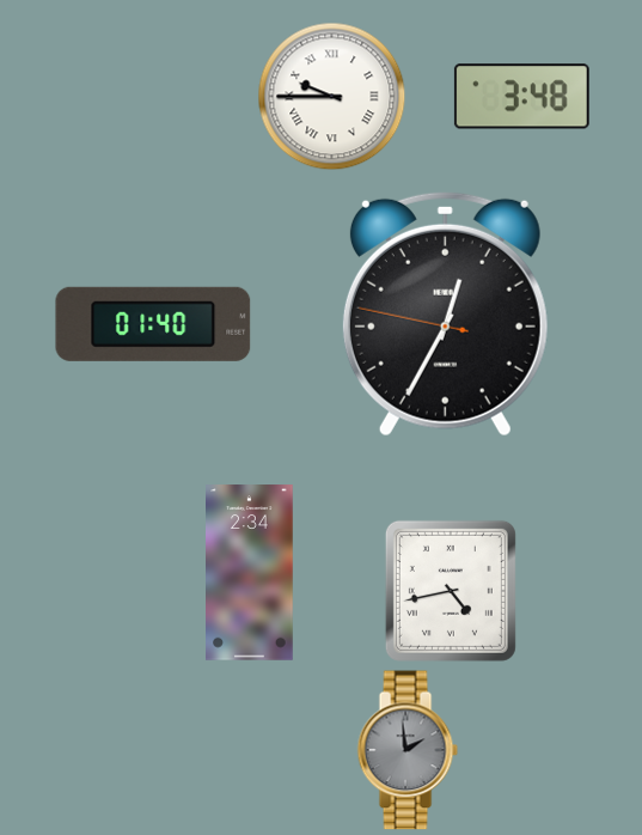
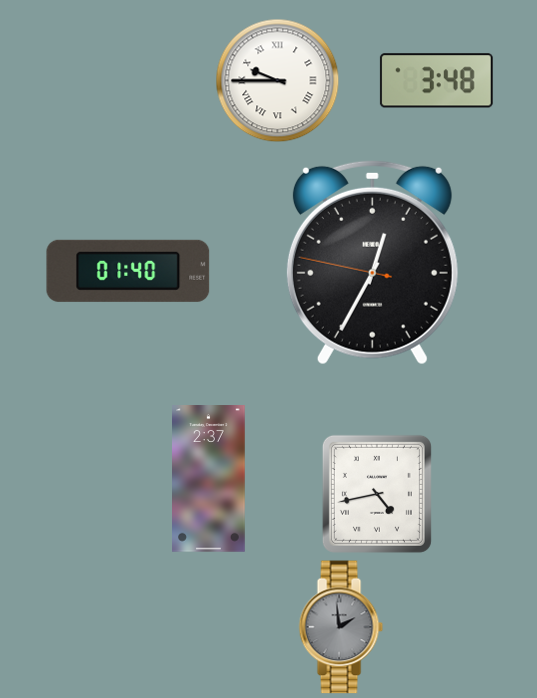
clock at (250, 573): 2:34 -> 2:37
